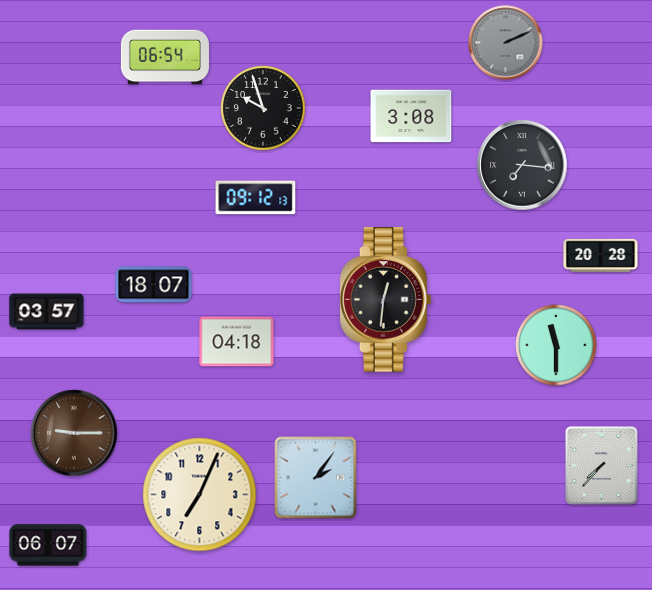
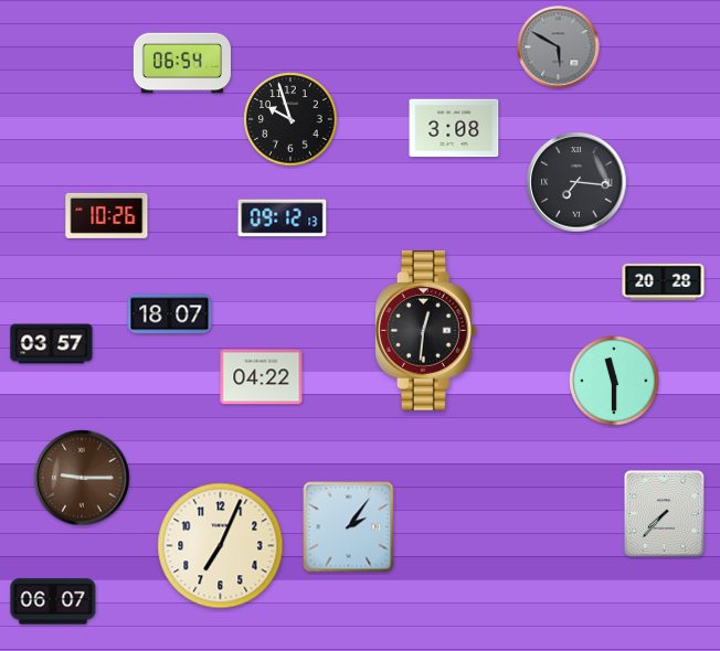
clock at (506, 43): 2:11 -> 5:50
clock at (107, 215): none -> 10:26
clock at (237, 342): 04:18 -> 04:22
